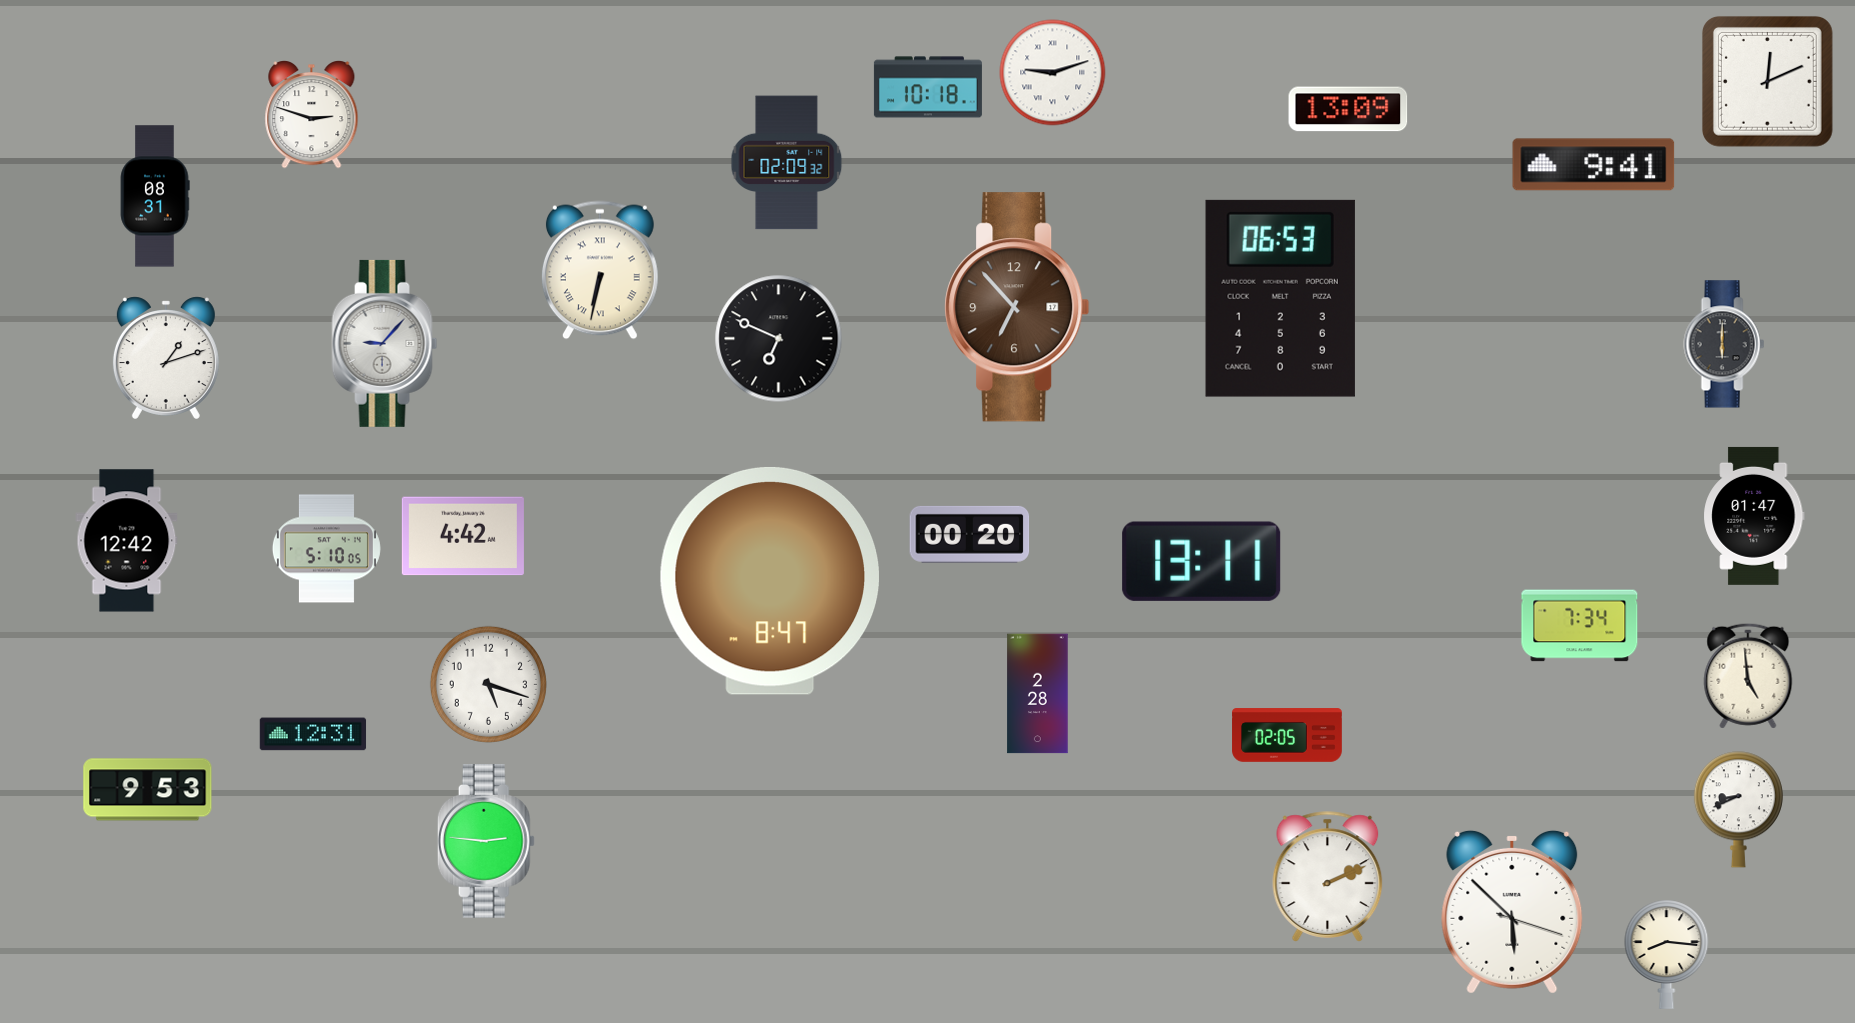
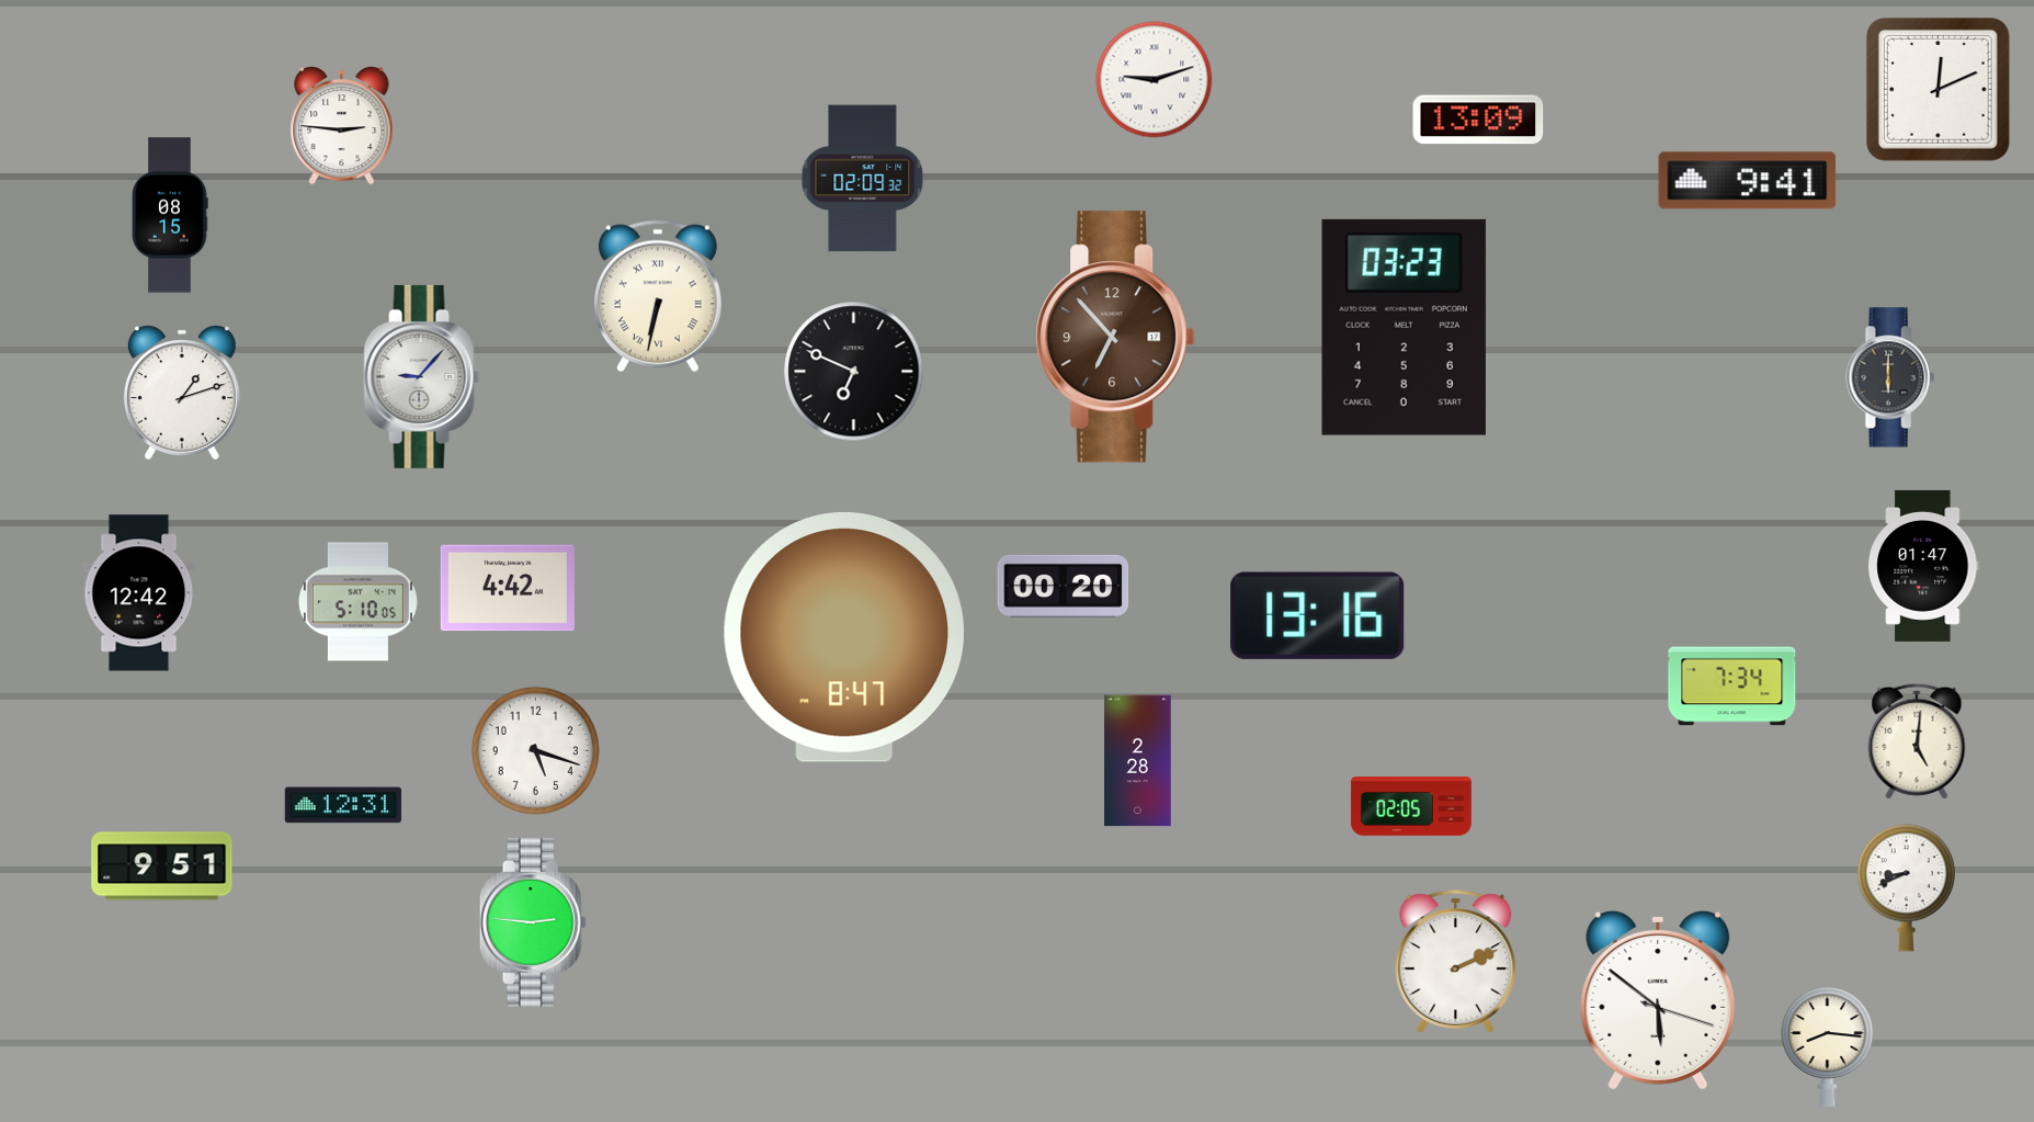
clock at (928, 87): 10:18 -> none
clock at (312, 115): 2:48 -> 2:46
clock at (155, 196): 08:31 -> 08:15
clock at (1280, 298): 06:53 -> 03:23
clock at (1202, 561): 13:11 -> 13:16
clock at (1748, 676): 4:59 -> 5:01
clock at (148, 790): 9:53 -> 9:51
clock at (1512, 912): 5:52 -> 5:51
